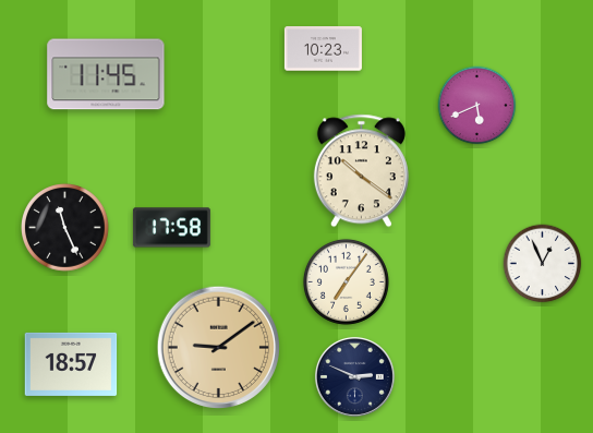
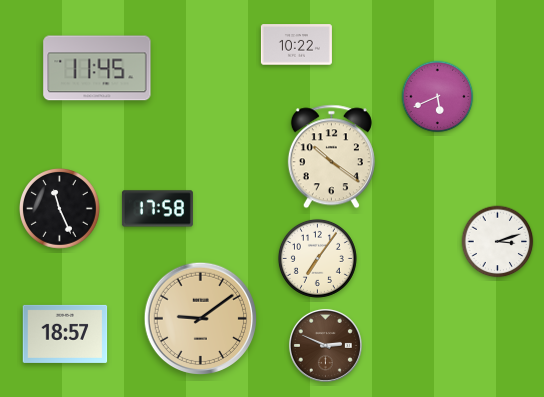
clock at (323, 49): 10:23 -> 10:22
clock at (543, 264): 12:56 -> 3:12
clock at (354, 376) dial: navy -> brown
